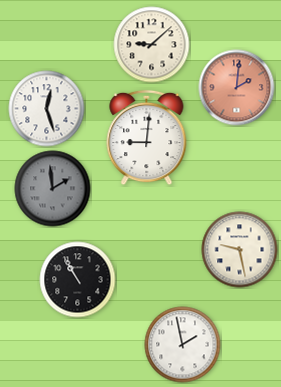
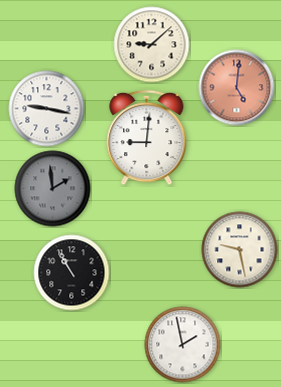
clock at (237, 88): 2:01 -> 5:01
clock at (47, 109): 12:27 -> 9:17
clock at (78, 280) position: (78, 280) -> (72, 273)
